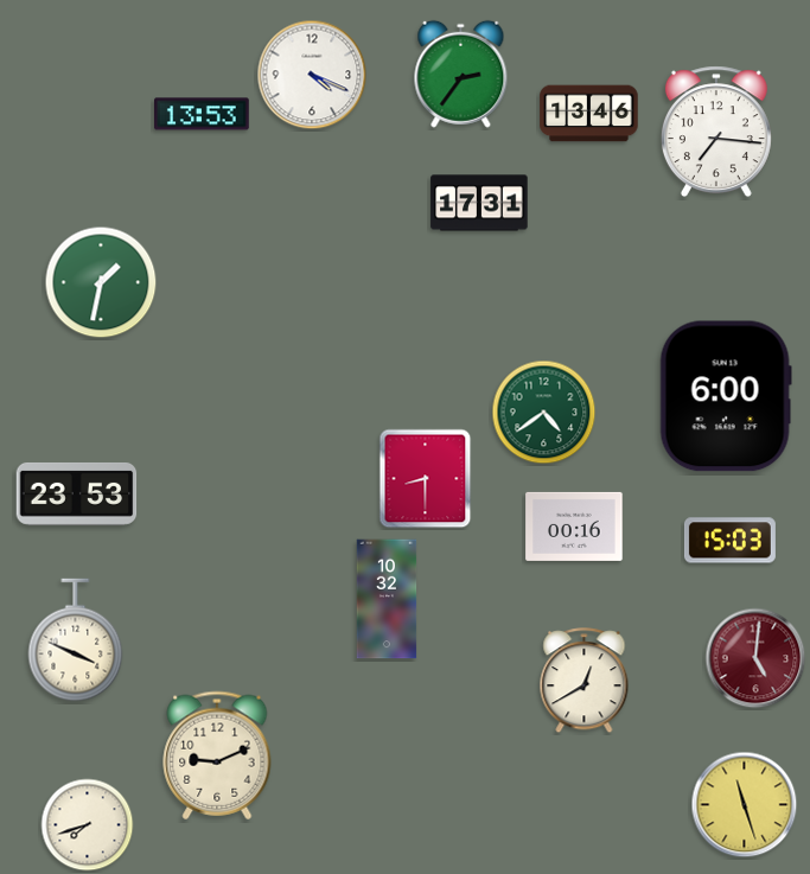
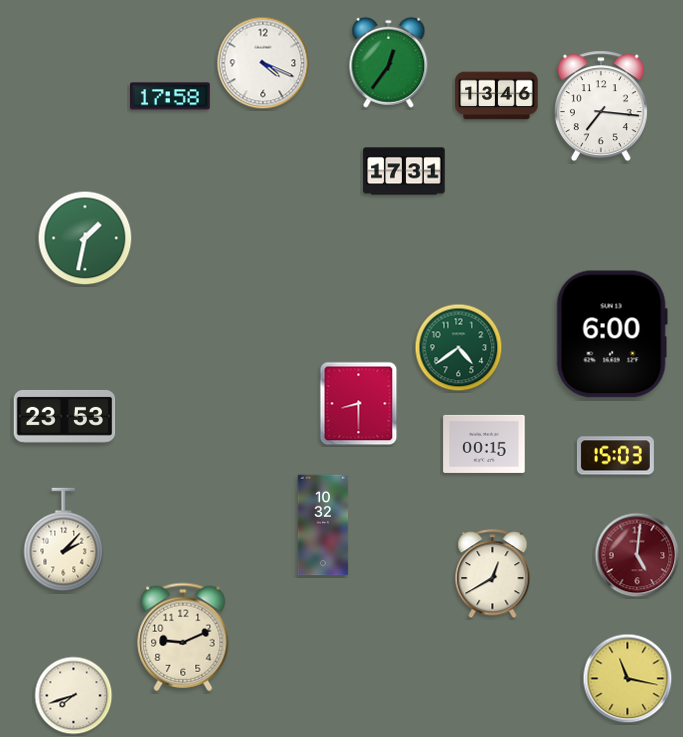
clock at (461, 74): 2:36 -> 12:36
clock at (203, 114): 13:53 -> 17:58
clock at (716, 132) position: (716, 132) -> (601, 106)
clock at (574, 527): 00:16 -> 00:15
clock at (387, 599) position: (387, 599) -> (323, 525)
clock at (76, 640): 3:49 -> 2:07
clock at (745, 805): 11:27 -> 11:17
